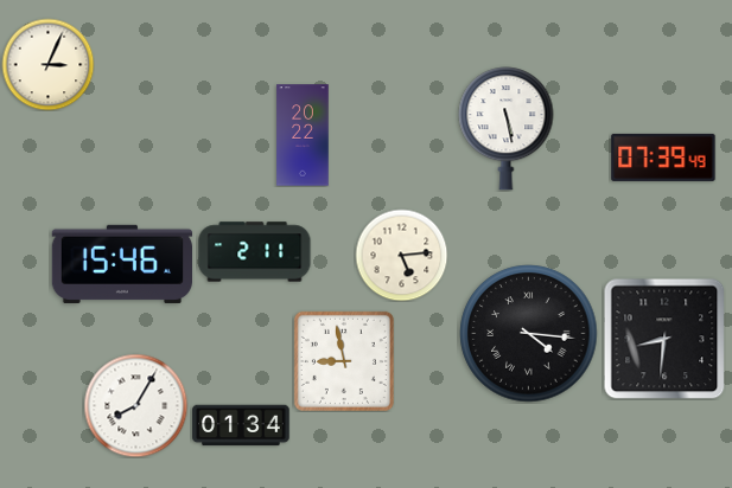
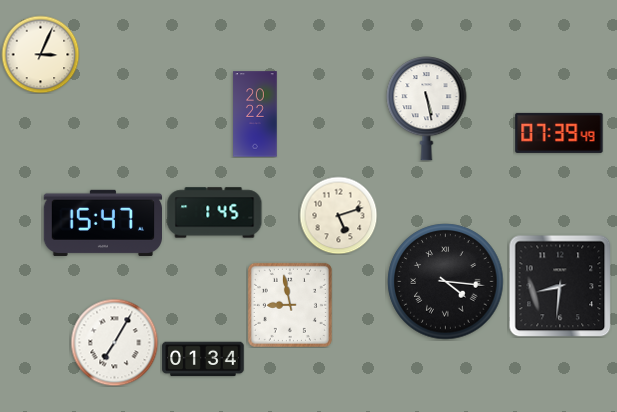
clock at (255, 252): 2:11 -> 1:45
clock at (401, 255): 5:14 -> 5:12
clock at (121, 264): 15:46 -> 15:47
clock at (135, 405): 8:05 -> 7:05
